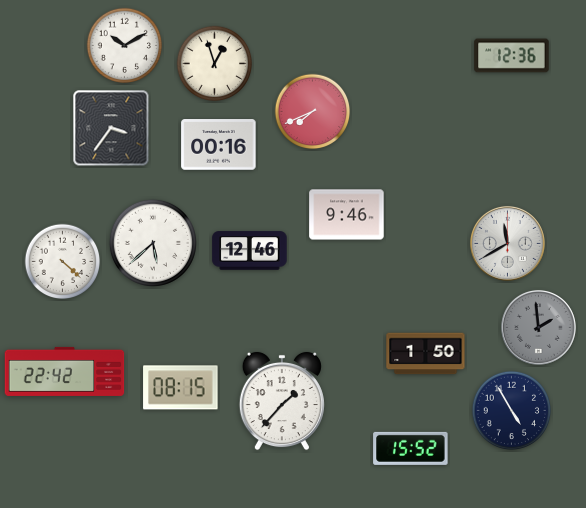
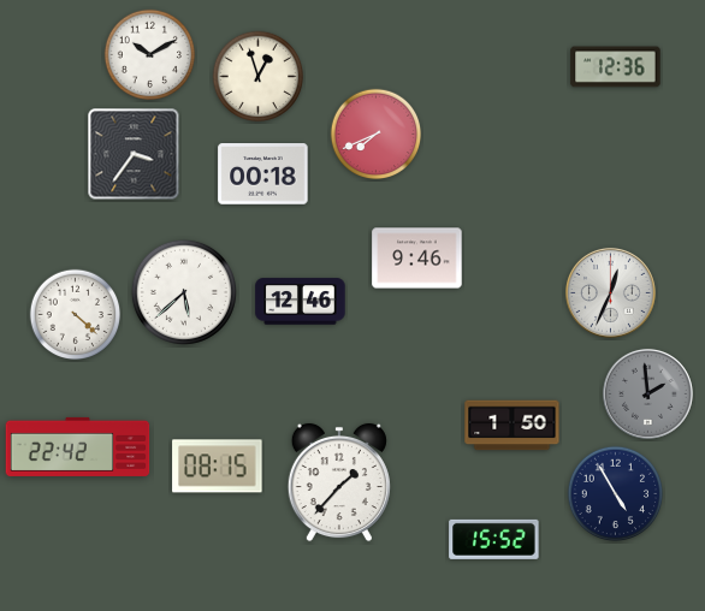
clock at (219, 145): 00:16 -> 00:18
clock at (507, 243): 11:40 -> 12:34
